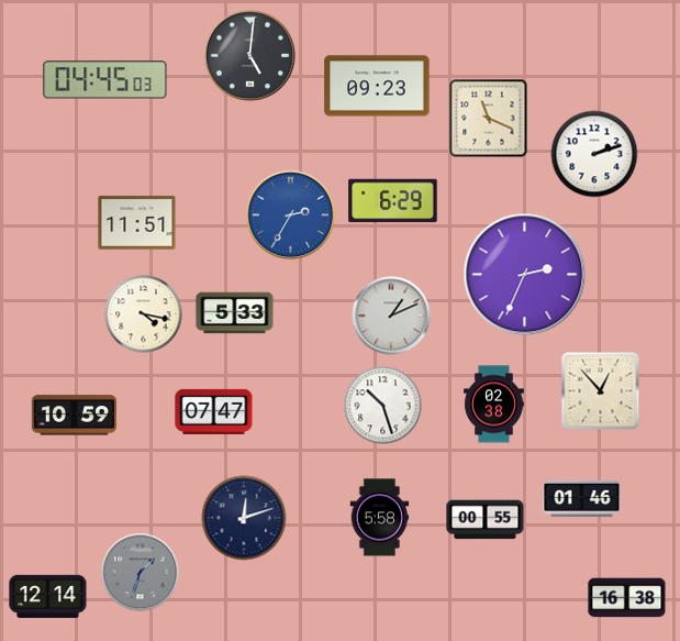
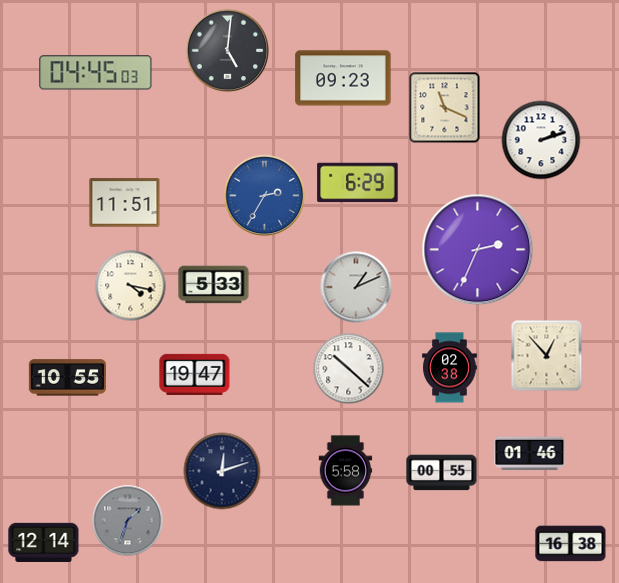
clock at (383, 406): 10:27 -> 10:22
clock at (214, 411): 07:47 -> 19:47
clock at (74, 416): 10:59 -> 10:55
